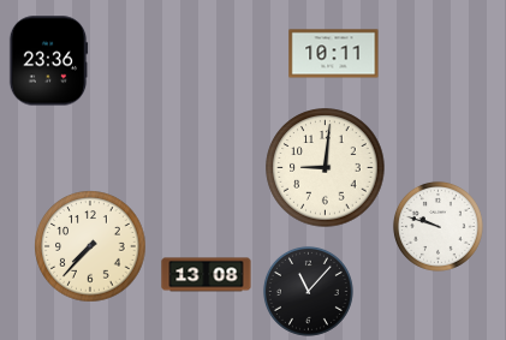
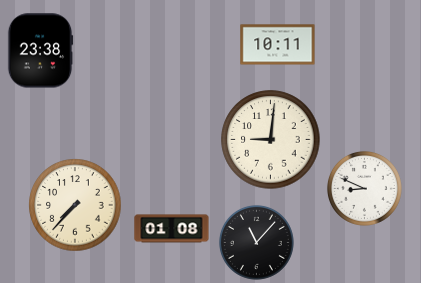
clock at (48, 61): 23:36 -> 23:38
clock at (437, 226): 9:48 -> 8:49
clock at (207, 275): 13:08 -> 01:08
